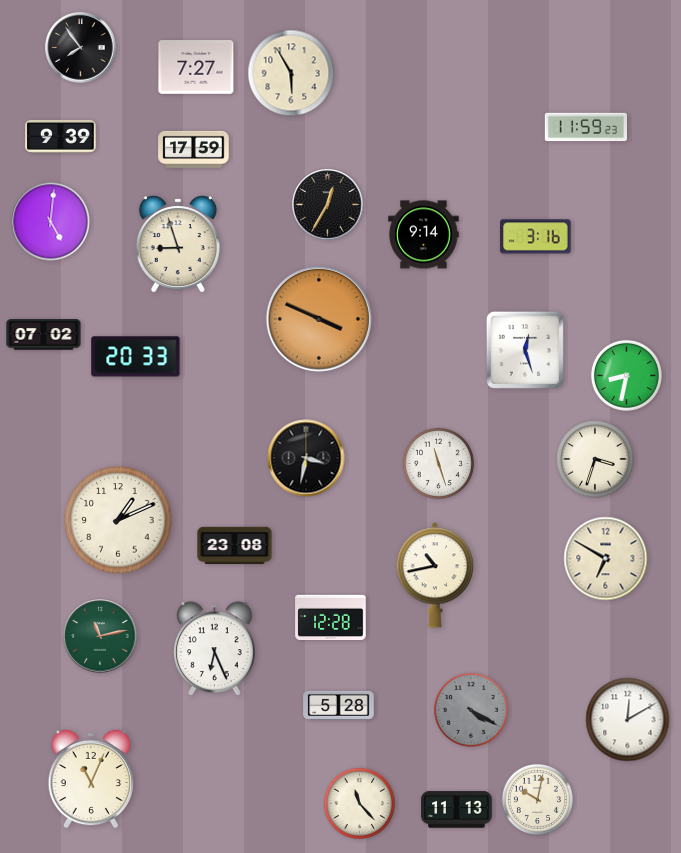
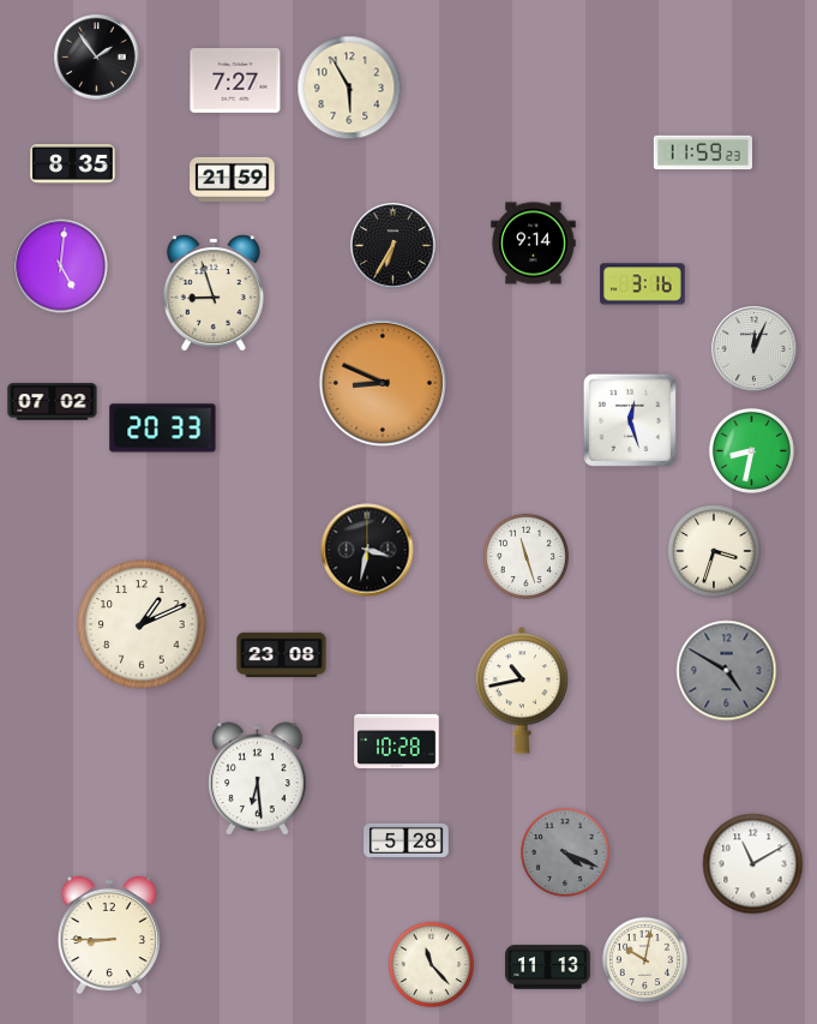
clock at (81, 48): 7:54 -> 1:54
clock at (61, 136): 9:39 -> 8:35
clock at (194, 149): 17:59 -> 21:59
clock at (328, 205): 12:35 -> 6:35
clock at (424, 235) position: (424, 235) -> (534, 244)
clock at (755, 349): none -> 12:04
clock at (319, 319): 3:49 -> 8:49
clock at (606, 559): 6:50 -> 4:50
clock at (606, 559) dial: cream -> grey
clock at (331, 617): 12:28 -> 10:28
clock at (100, 636): 11:13 -> none
clock at (215, 648): 6:26 -> 6:29
clock at (339, 705) position: (339, 705) -> (407, 840)
clock at (472, 711): 4:20 -> 4:19
clock at (628, 720): 12:10 -> 11:10
clock at (90, 779): 11:04 -> 8:45
clock at (457, 810) position: (457, 810) -> (548, 968)
